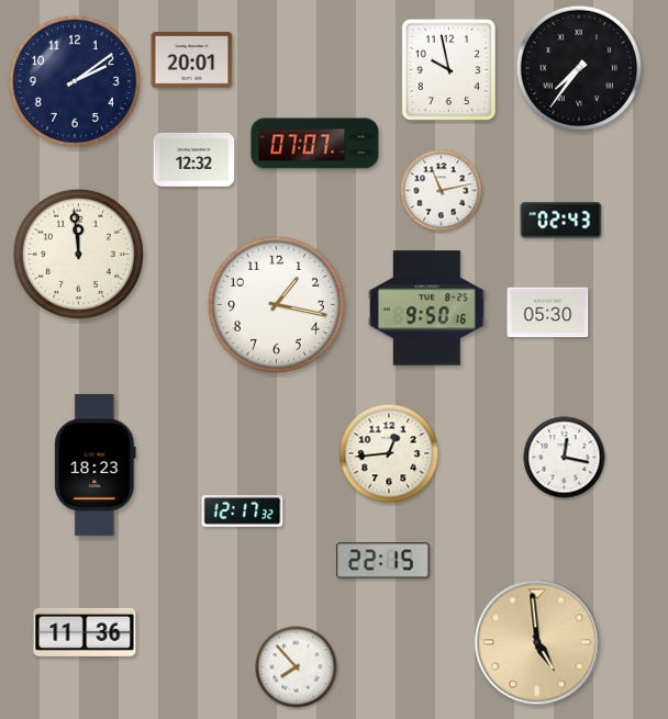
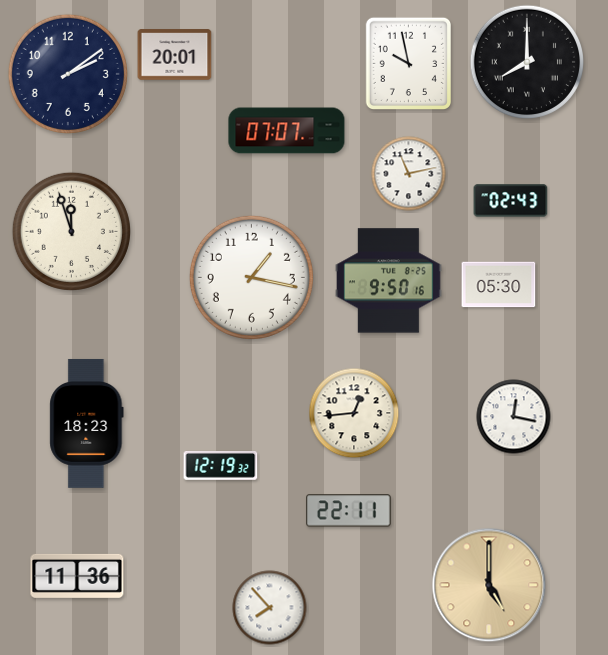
clock at (578, 67): 7:36 -> 8:00
clock at (194, 159): 12:32 -> none
clock at (442, 191) position: (442, 191) -> (409, 174)
clock at (78, 254): 11:59 -> 11:57
clock at (243, 512): 12:17 -> 12:19
clock at (383, 561): 22:15 -> 22:11
clock at (537, 642): 4:59 -> 5:00
